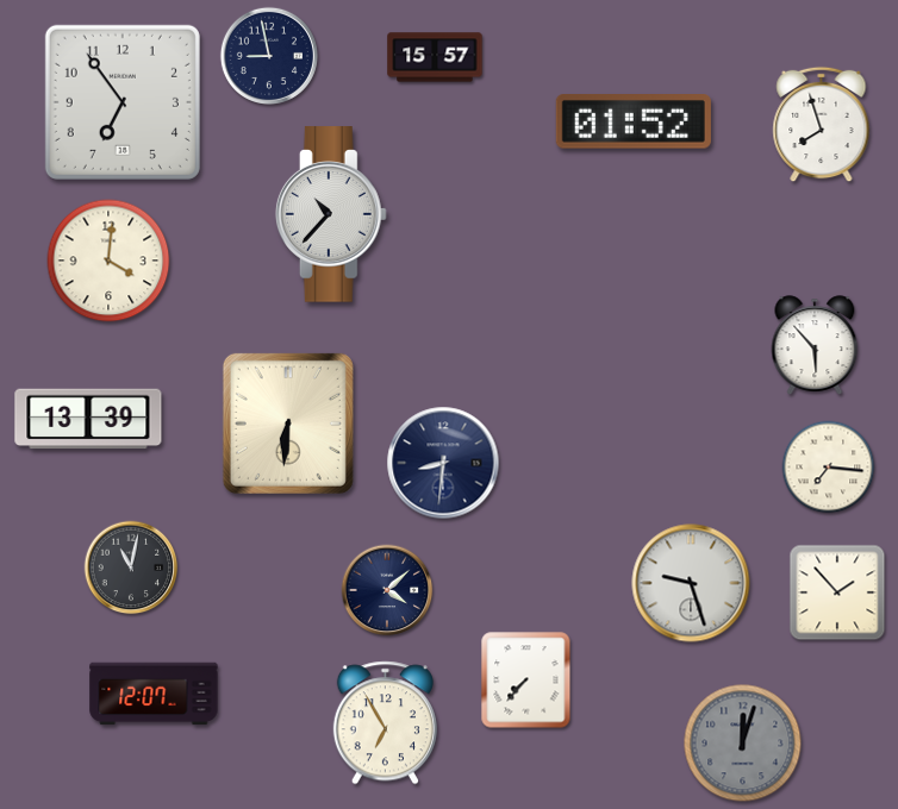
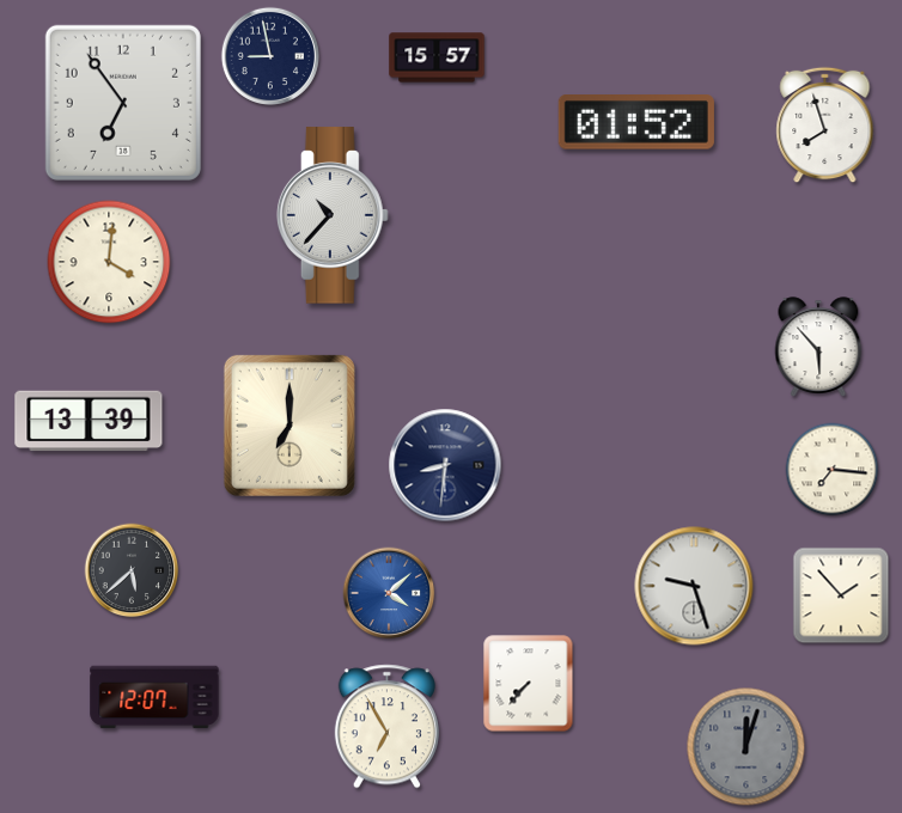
clock at (288, 424): 6:31 -> 7:00
clock at (131, 567): 11:02 -> 5:38
clock at (387, 590) dial: navy -> blue
